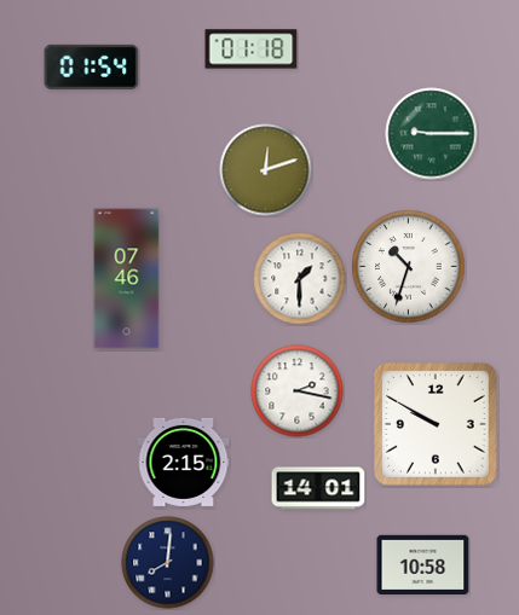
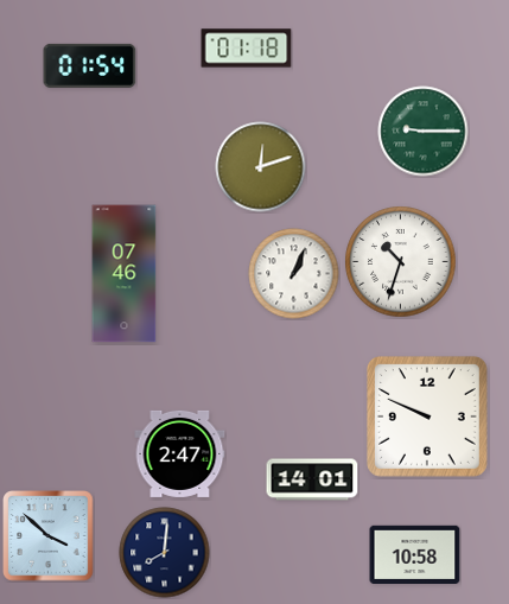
clock at (300, 279): 1:30 -> 1:04
clock at (298, 391): 2:17 -> none
clock at (436, 424): 9:50 -> 9:49
clock at (184, 462): 2:15 -> 2:47
clock at (49, 536): none -> 3:52
